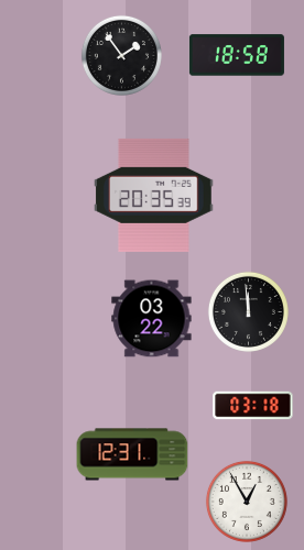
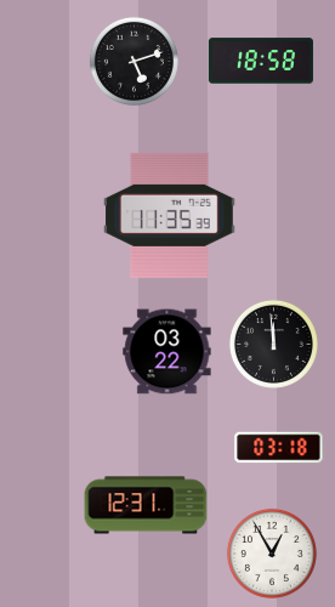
clock at (121, 55): 1:54 -> 5:12
clock at (154, 195): 20:35 -> 11:35
clock at (132, 454) position: (132, 454) -> (146, 505)
